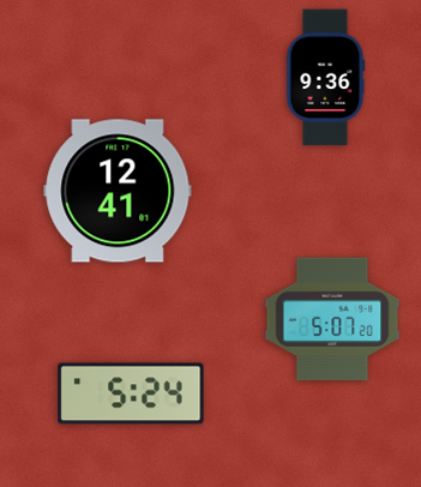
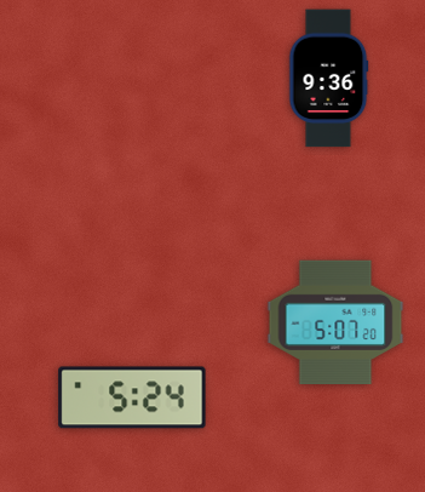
clock at (118, 191): 12:41 -> none
